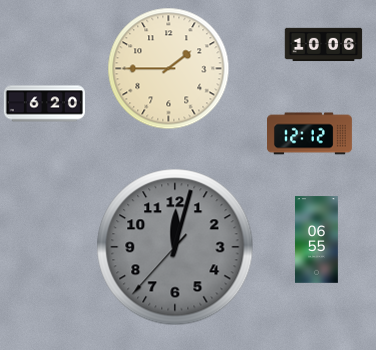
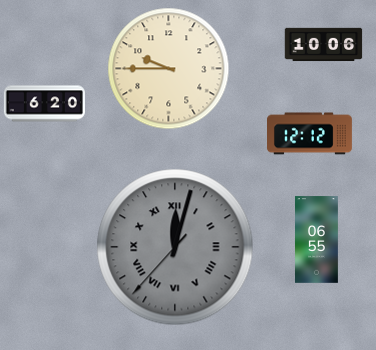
clock at (169, 69): 1:45 -> 9:45
clock at (175, 247) numerals: Arabic -> Roman
